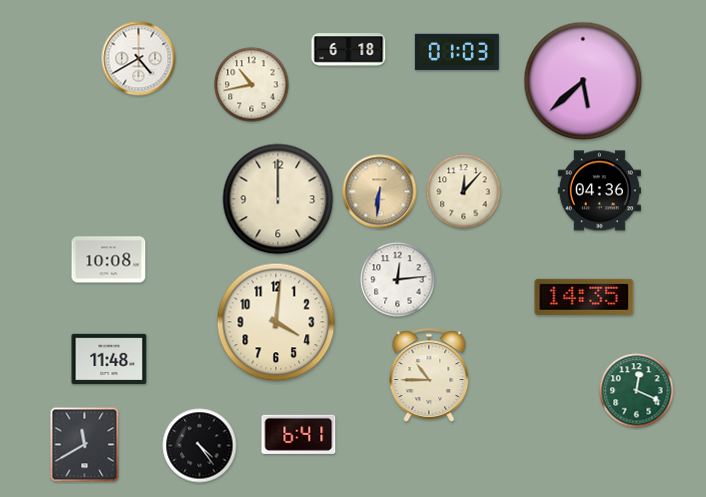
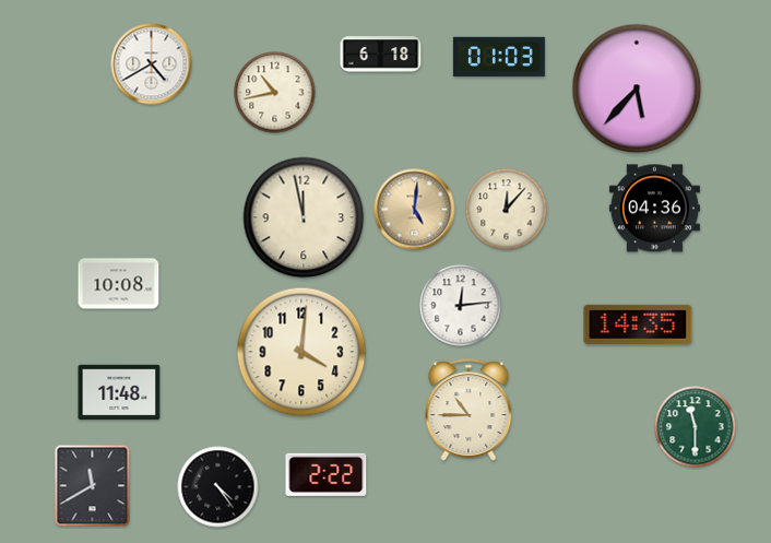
clock at (583, 81): 5:38 -> 5:37
clock at (380, 192): 6:31 -> 5:01
clock at (278, 199): 12:00 -> 11:58
clock at (398, 280) position: (398, 280) -> (461, 306)
clock at (637, 391): 12:19 -> 11:30
clock at (299, 434): 6:41 -> 2:22
